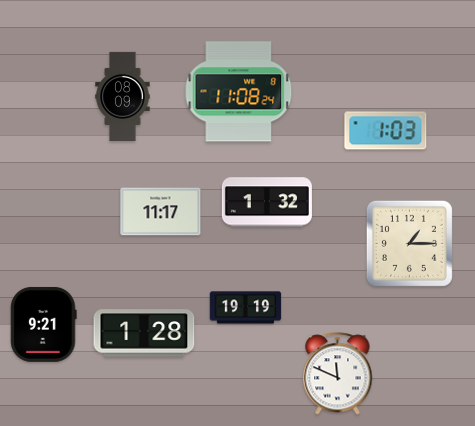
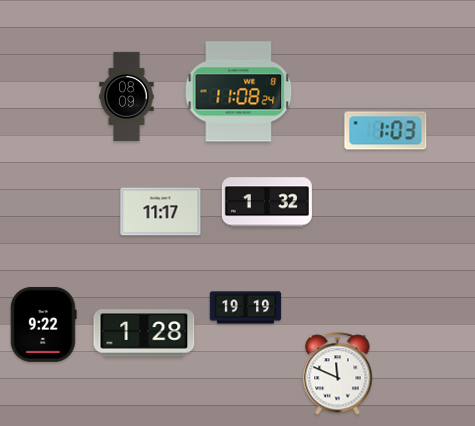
clock at (123, 96) position: (123, 96) -> (127, 96)
clock at (409, 243): 1:15 -> none
clock at (44, 324): 9:21 -> 9:22
